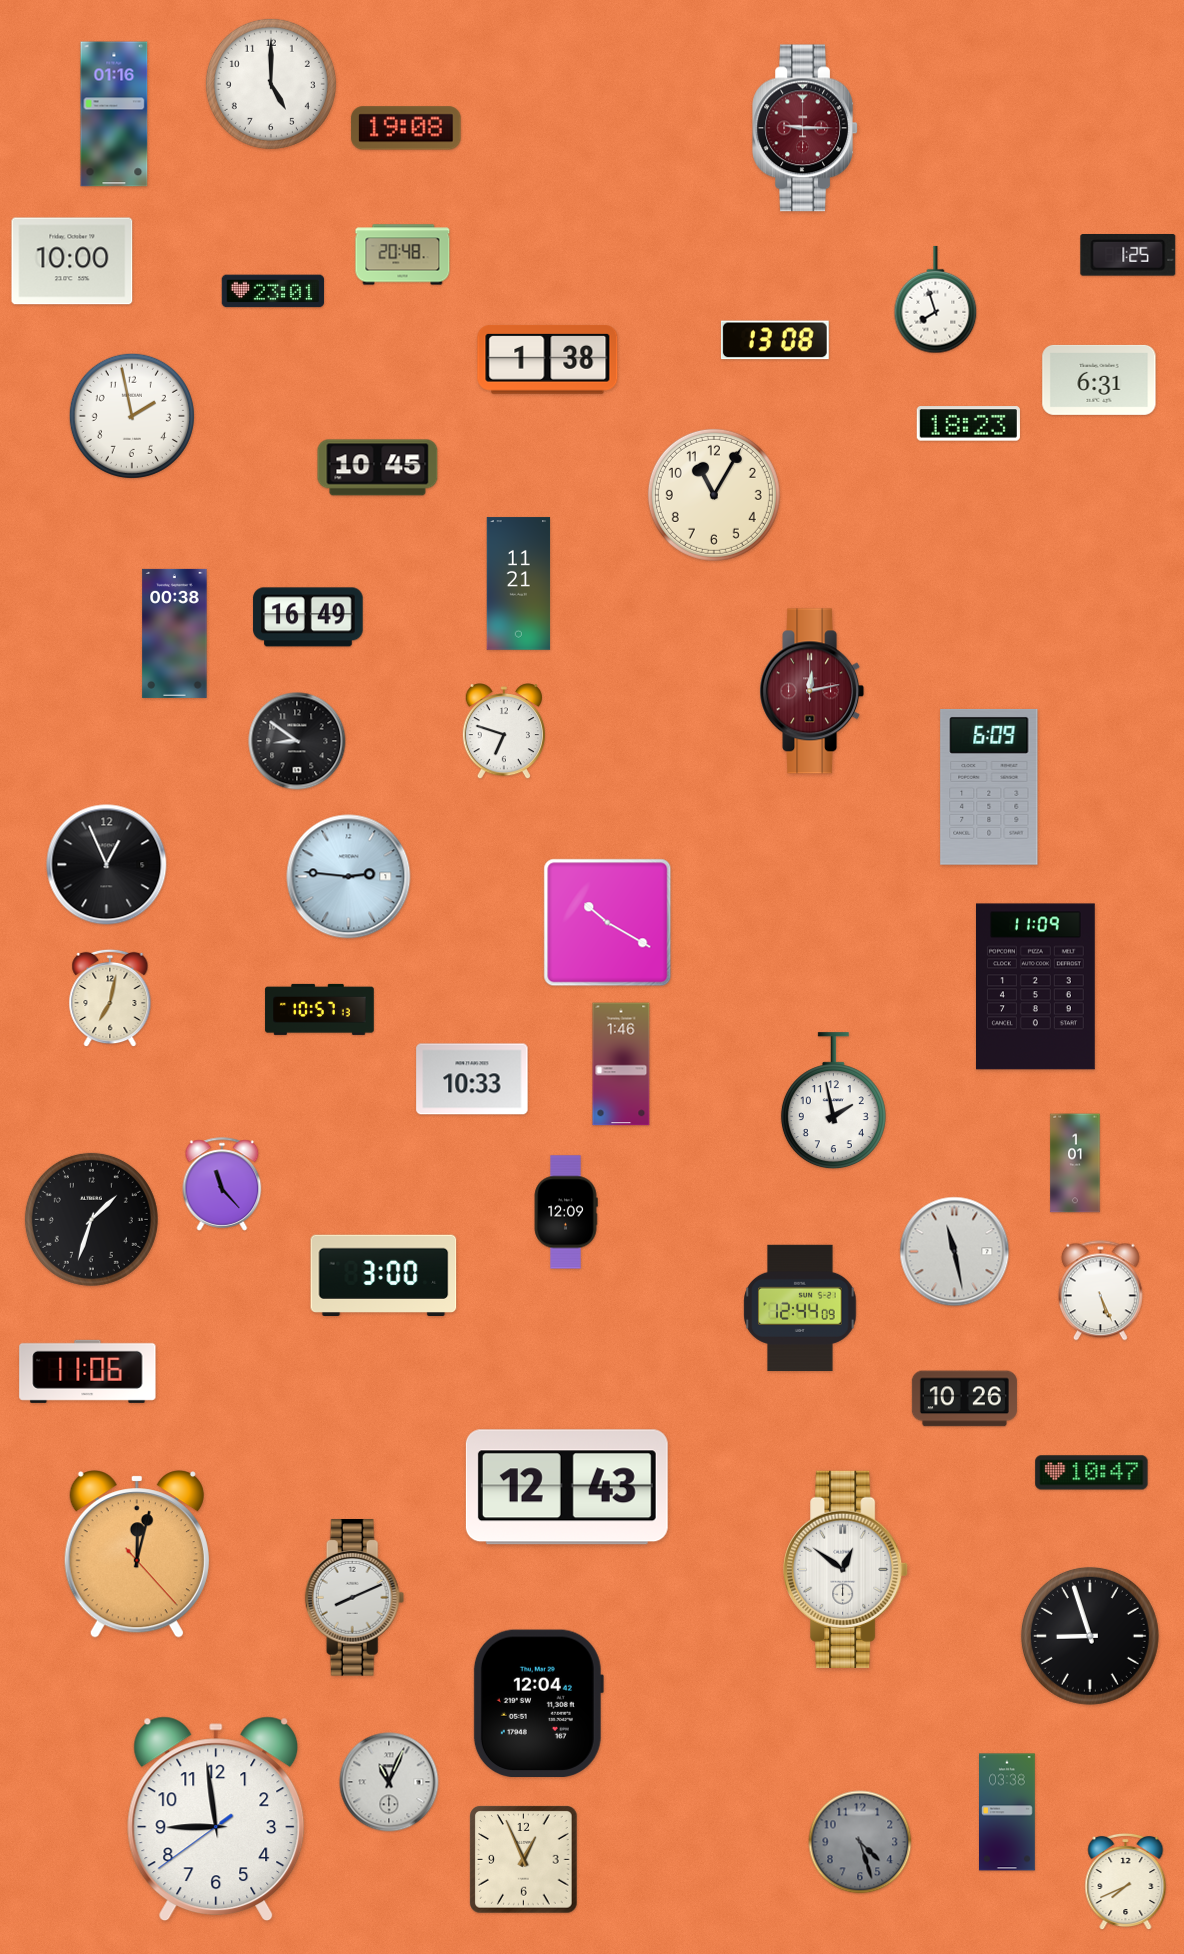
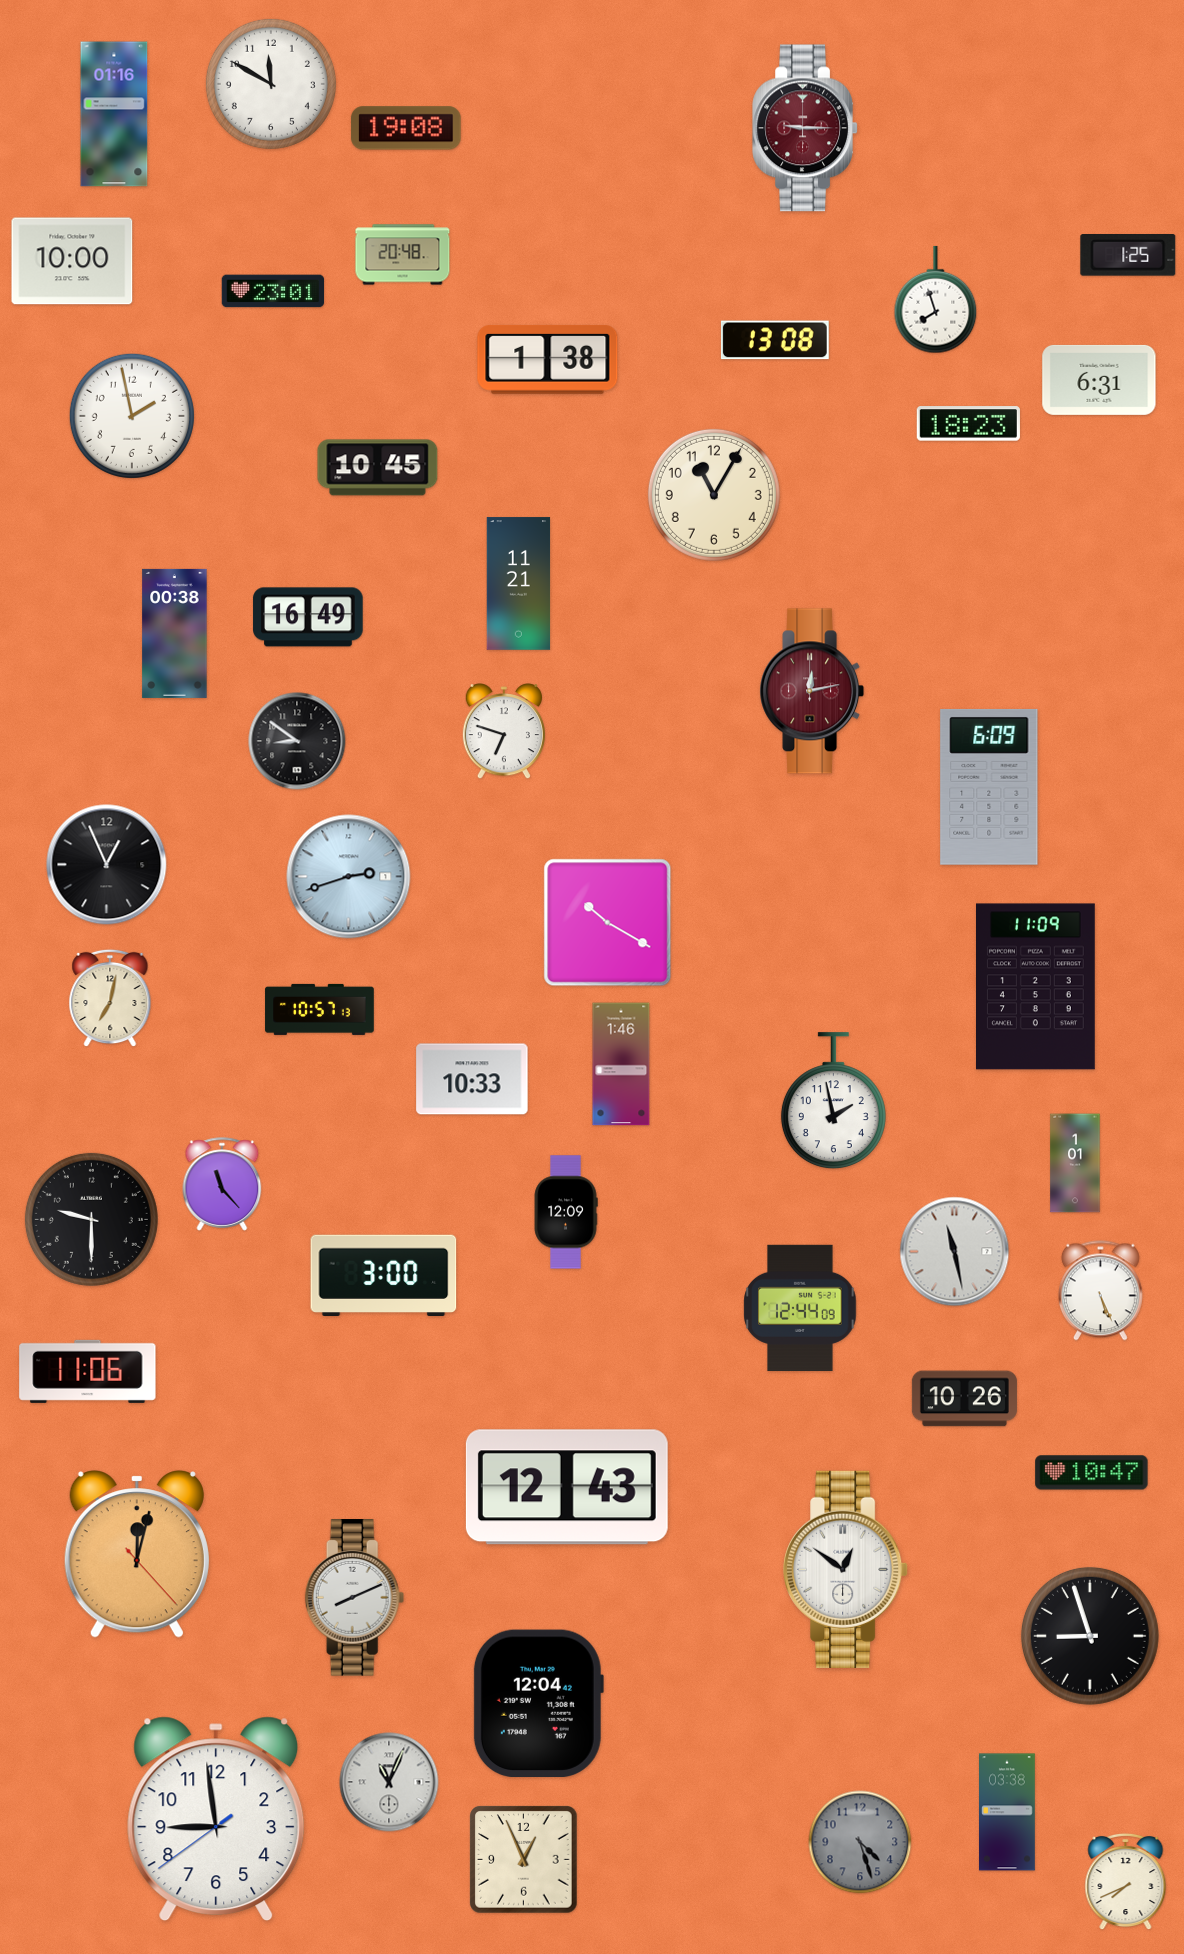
clock at (271, 84): 5:00 -> 11:50
clock at (349, 877): 2:46 -> 2:42
clock at (91, 1219): 1:33 -> 9:30
